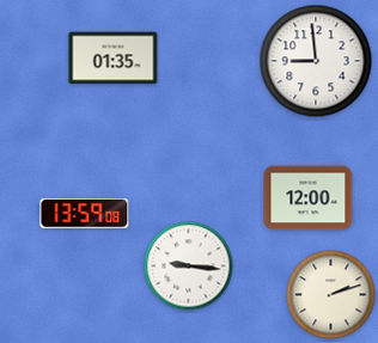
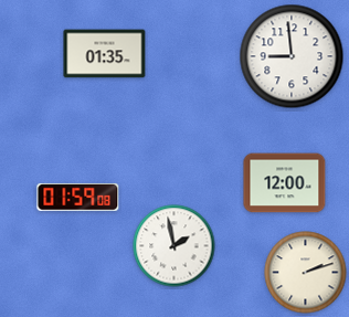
clock at (85, 214): 13:59 -> 01:59
clock at (189, 267): 9:16 -> 1:58
